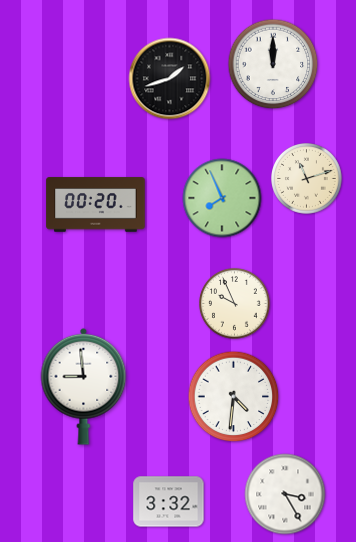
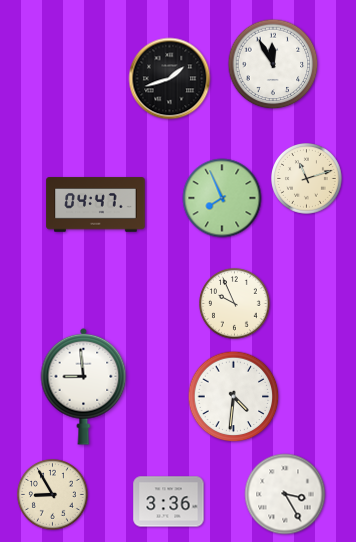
clock at (273, 64): 12:00 -> 11:55
clock at (96, 205): 00:20 -> 04:47
clock at (53, 495): none -> 8:55
clock at (169, 502): 3:32 -> 3:36
